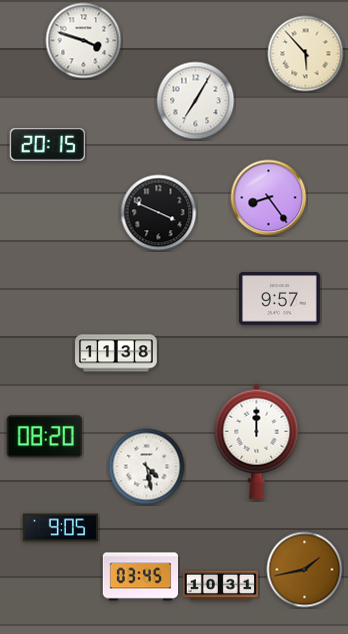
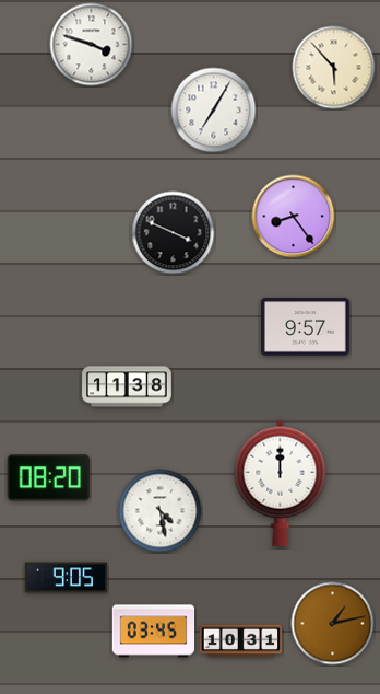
clock at (306, 54) position: (306, 54) -> (334, 68)
clock at (47, 145): 20:15 -> none
clock at (305, 570): 1:43 -> 1:13
